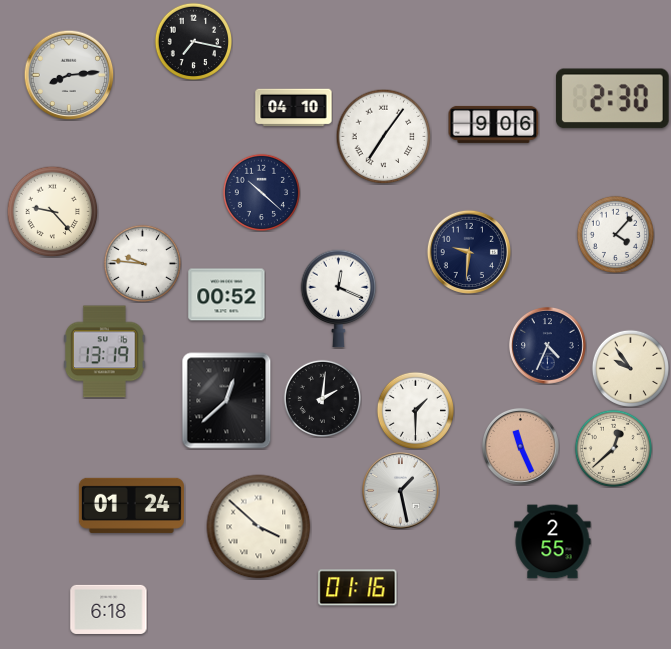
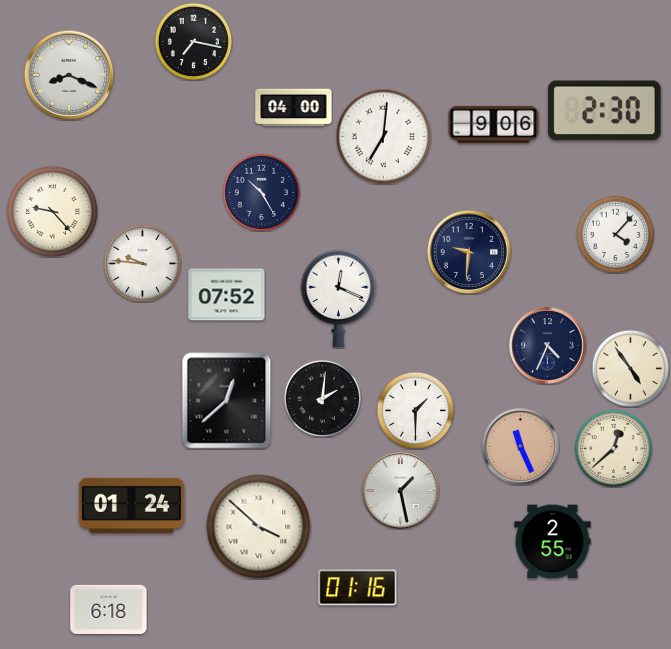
clock at (69, 75): 8:14 -> 8:19
clock at (612, 99) position: (612, 99) -> (604, 111)
clock at (294, 108): 04:10 -> 04:00
clock at (383, 136): 7:06 -> 7:01
clock at (261, 192): 10:22 -> 10:25
clock at (227, 295): 00:52 -> 07:52
clock at (105, 352): 13:19 -> none
clock at (630, 368): 9:54 -> 4:54
